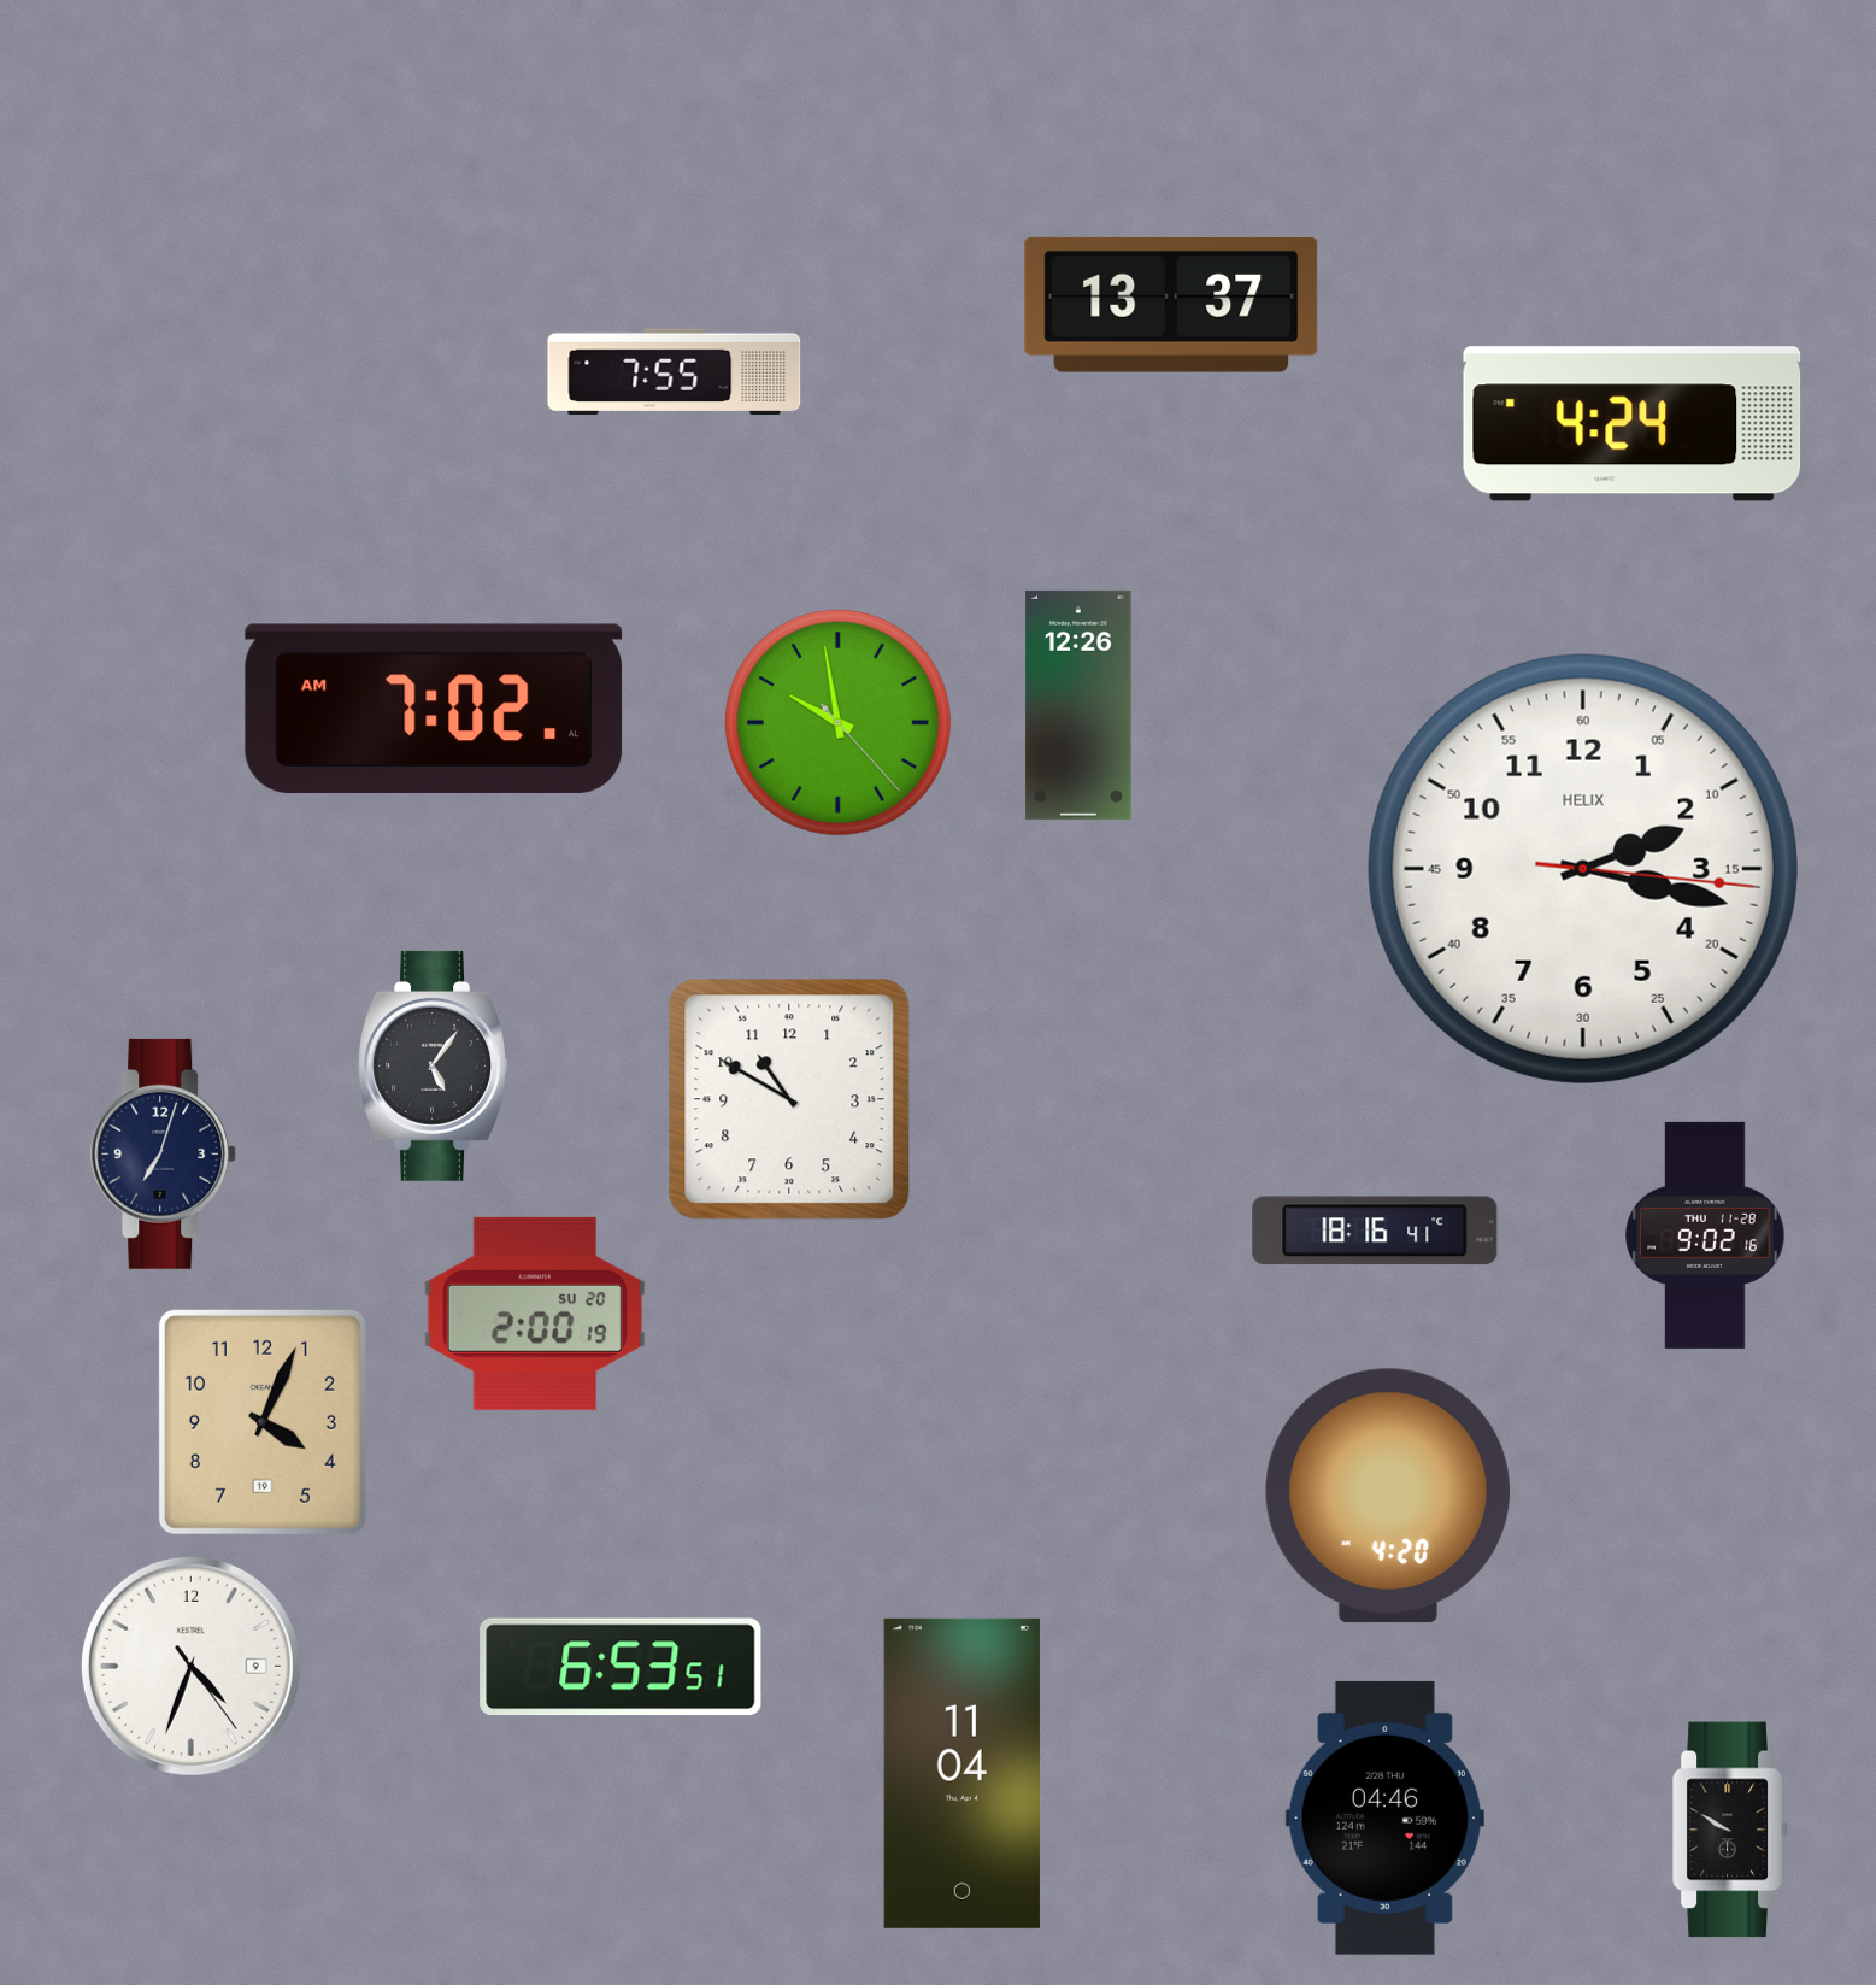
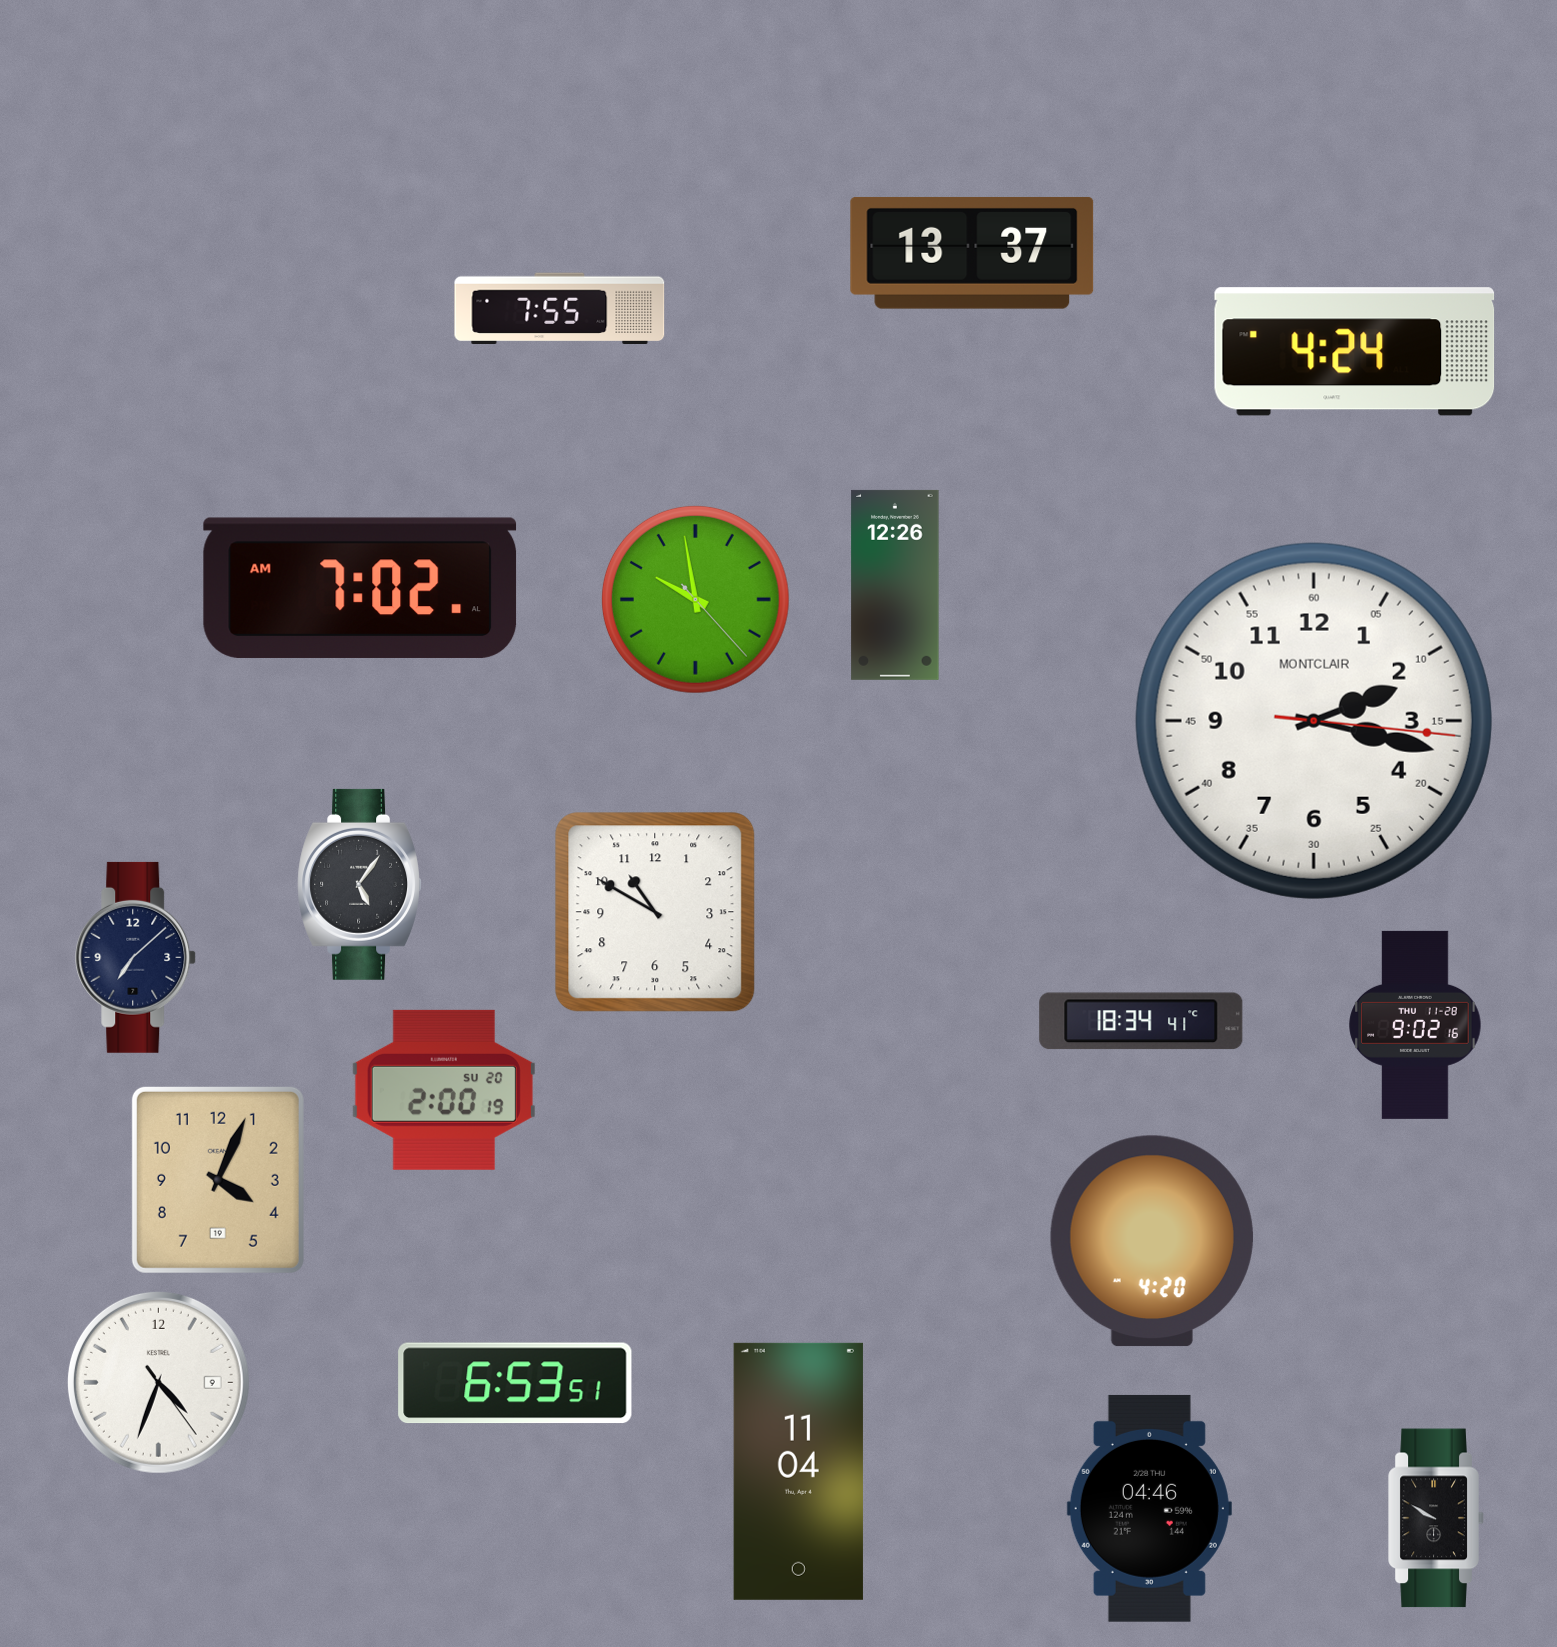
clock at (1583, 869) brand: HELIX -> MONTCLAIR
clock at (164, 1153): 7:03 -> 7:08
clock at (1375, 1231): 18:16 -> 18:34
